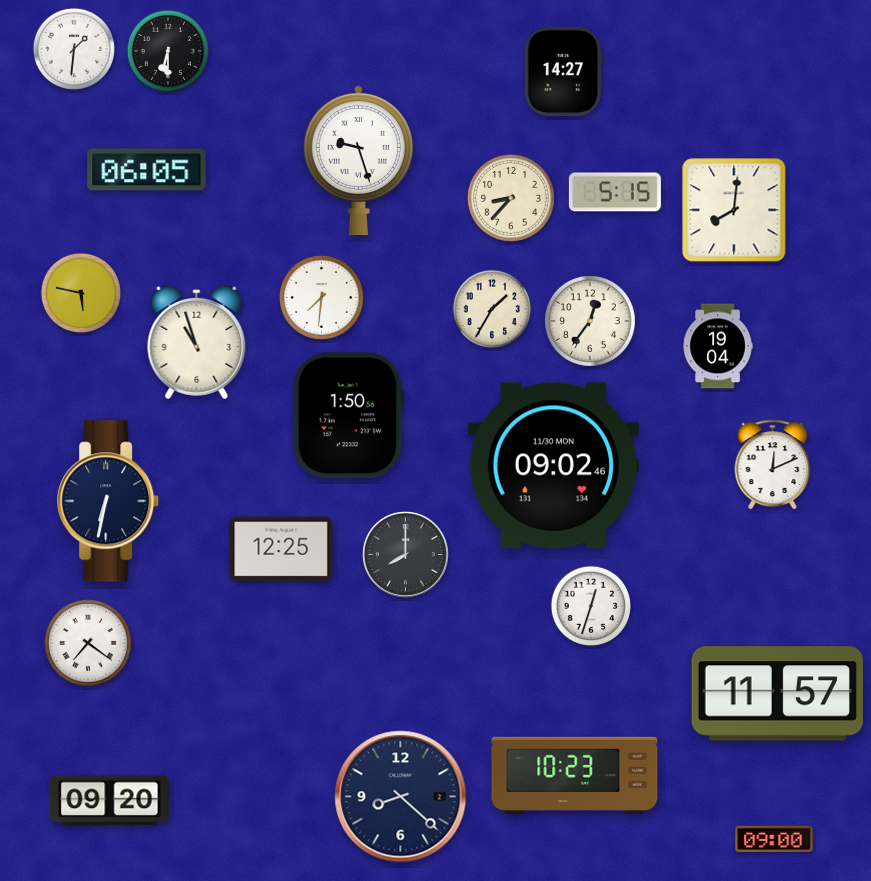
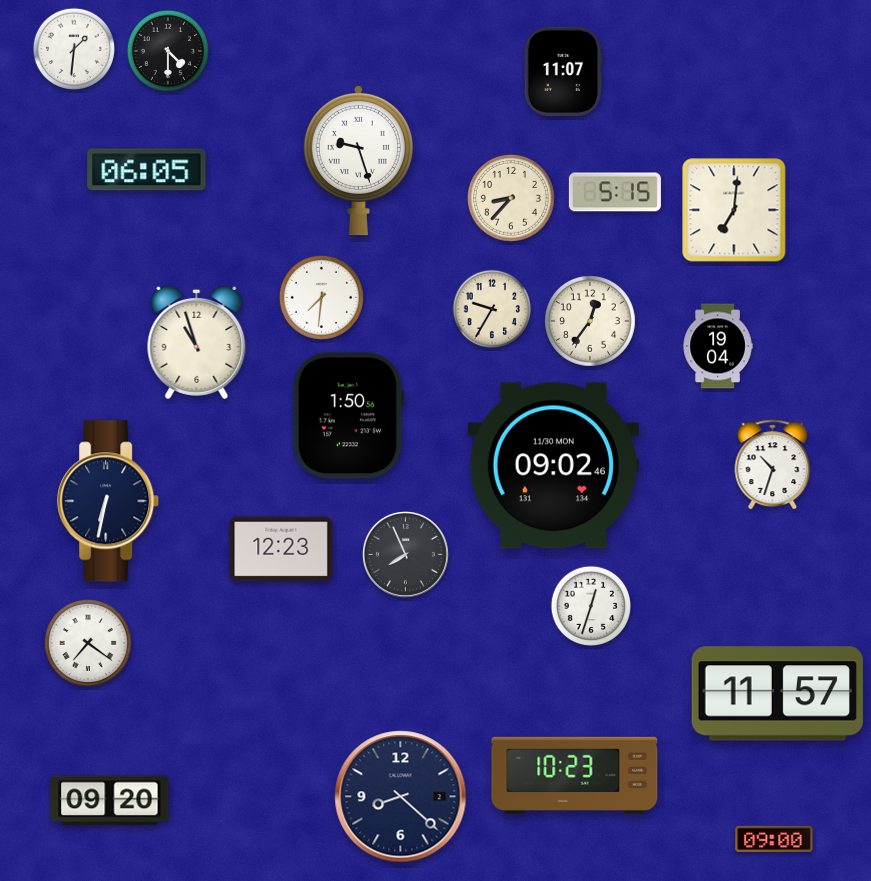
clock at (168, 51): 6:30 -> 4:30
clock at (563, 72): 14:27 -> 11:07
clock at (734, 210): 8:01 -> 7:01
clock at (81, 293): 5:47 -> none
clock at (492, 309): 1:35 -> 9:35
clock at (773, 465): 12:11 -> 10:33
clock at (281, 549): 12:25 -> 12:23
clock at (405, 554): 8:00 -> 7:56
